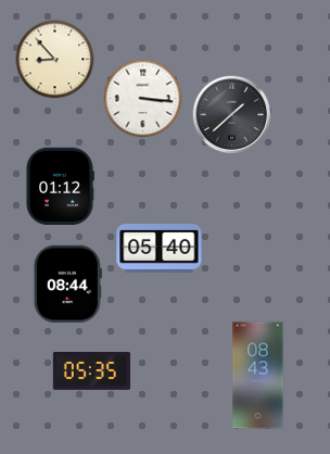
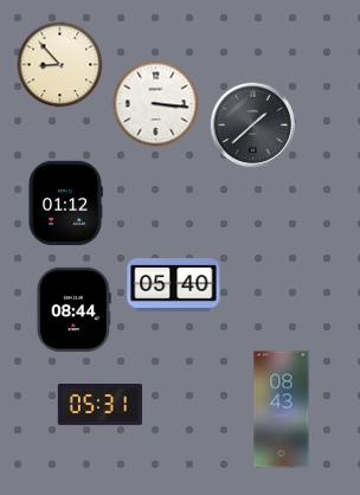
clock at (143, 99) position: (143, 99) -> (156, 104)
clock at (160, 248) position: (160, 248) -> (174, 284)
clock at (92, 371): 05:35 -> 05:31
